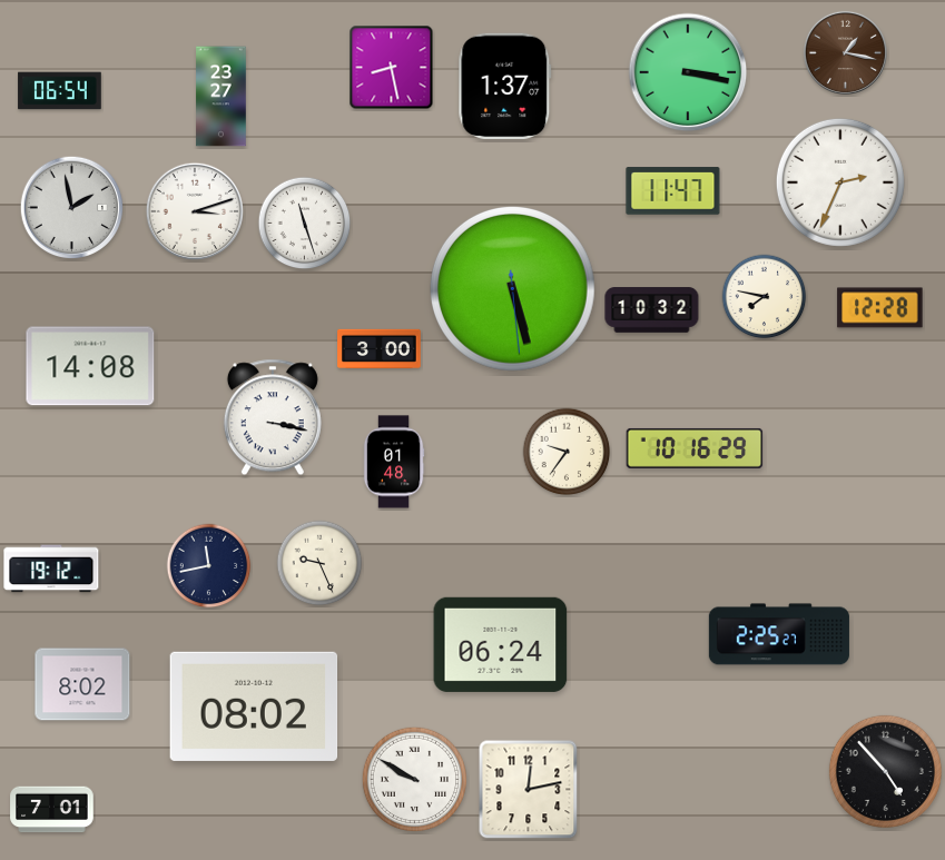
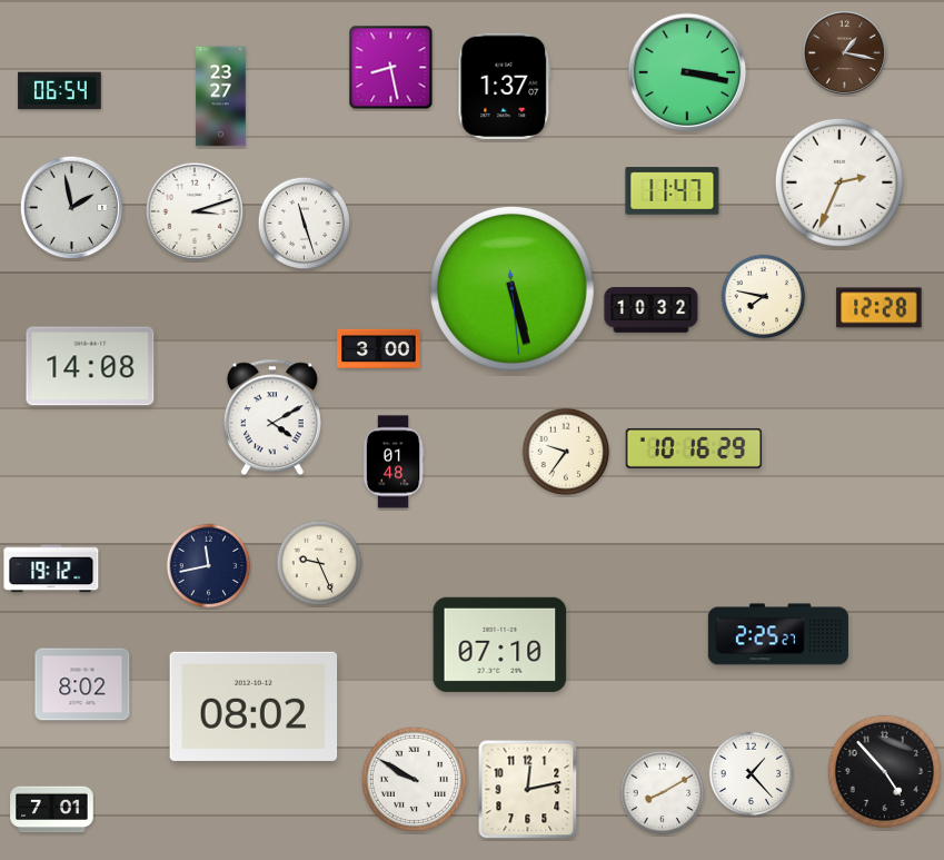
clock at (273, 417): 3:17 -> 4:10
clock at (501, 644): 06:24 -> 07:10
clock at (752, 774): none -> 1:23
clock at (663, 793): none -> 8:10
